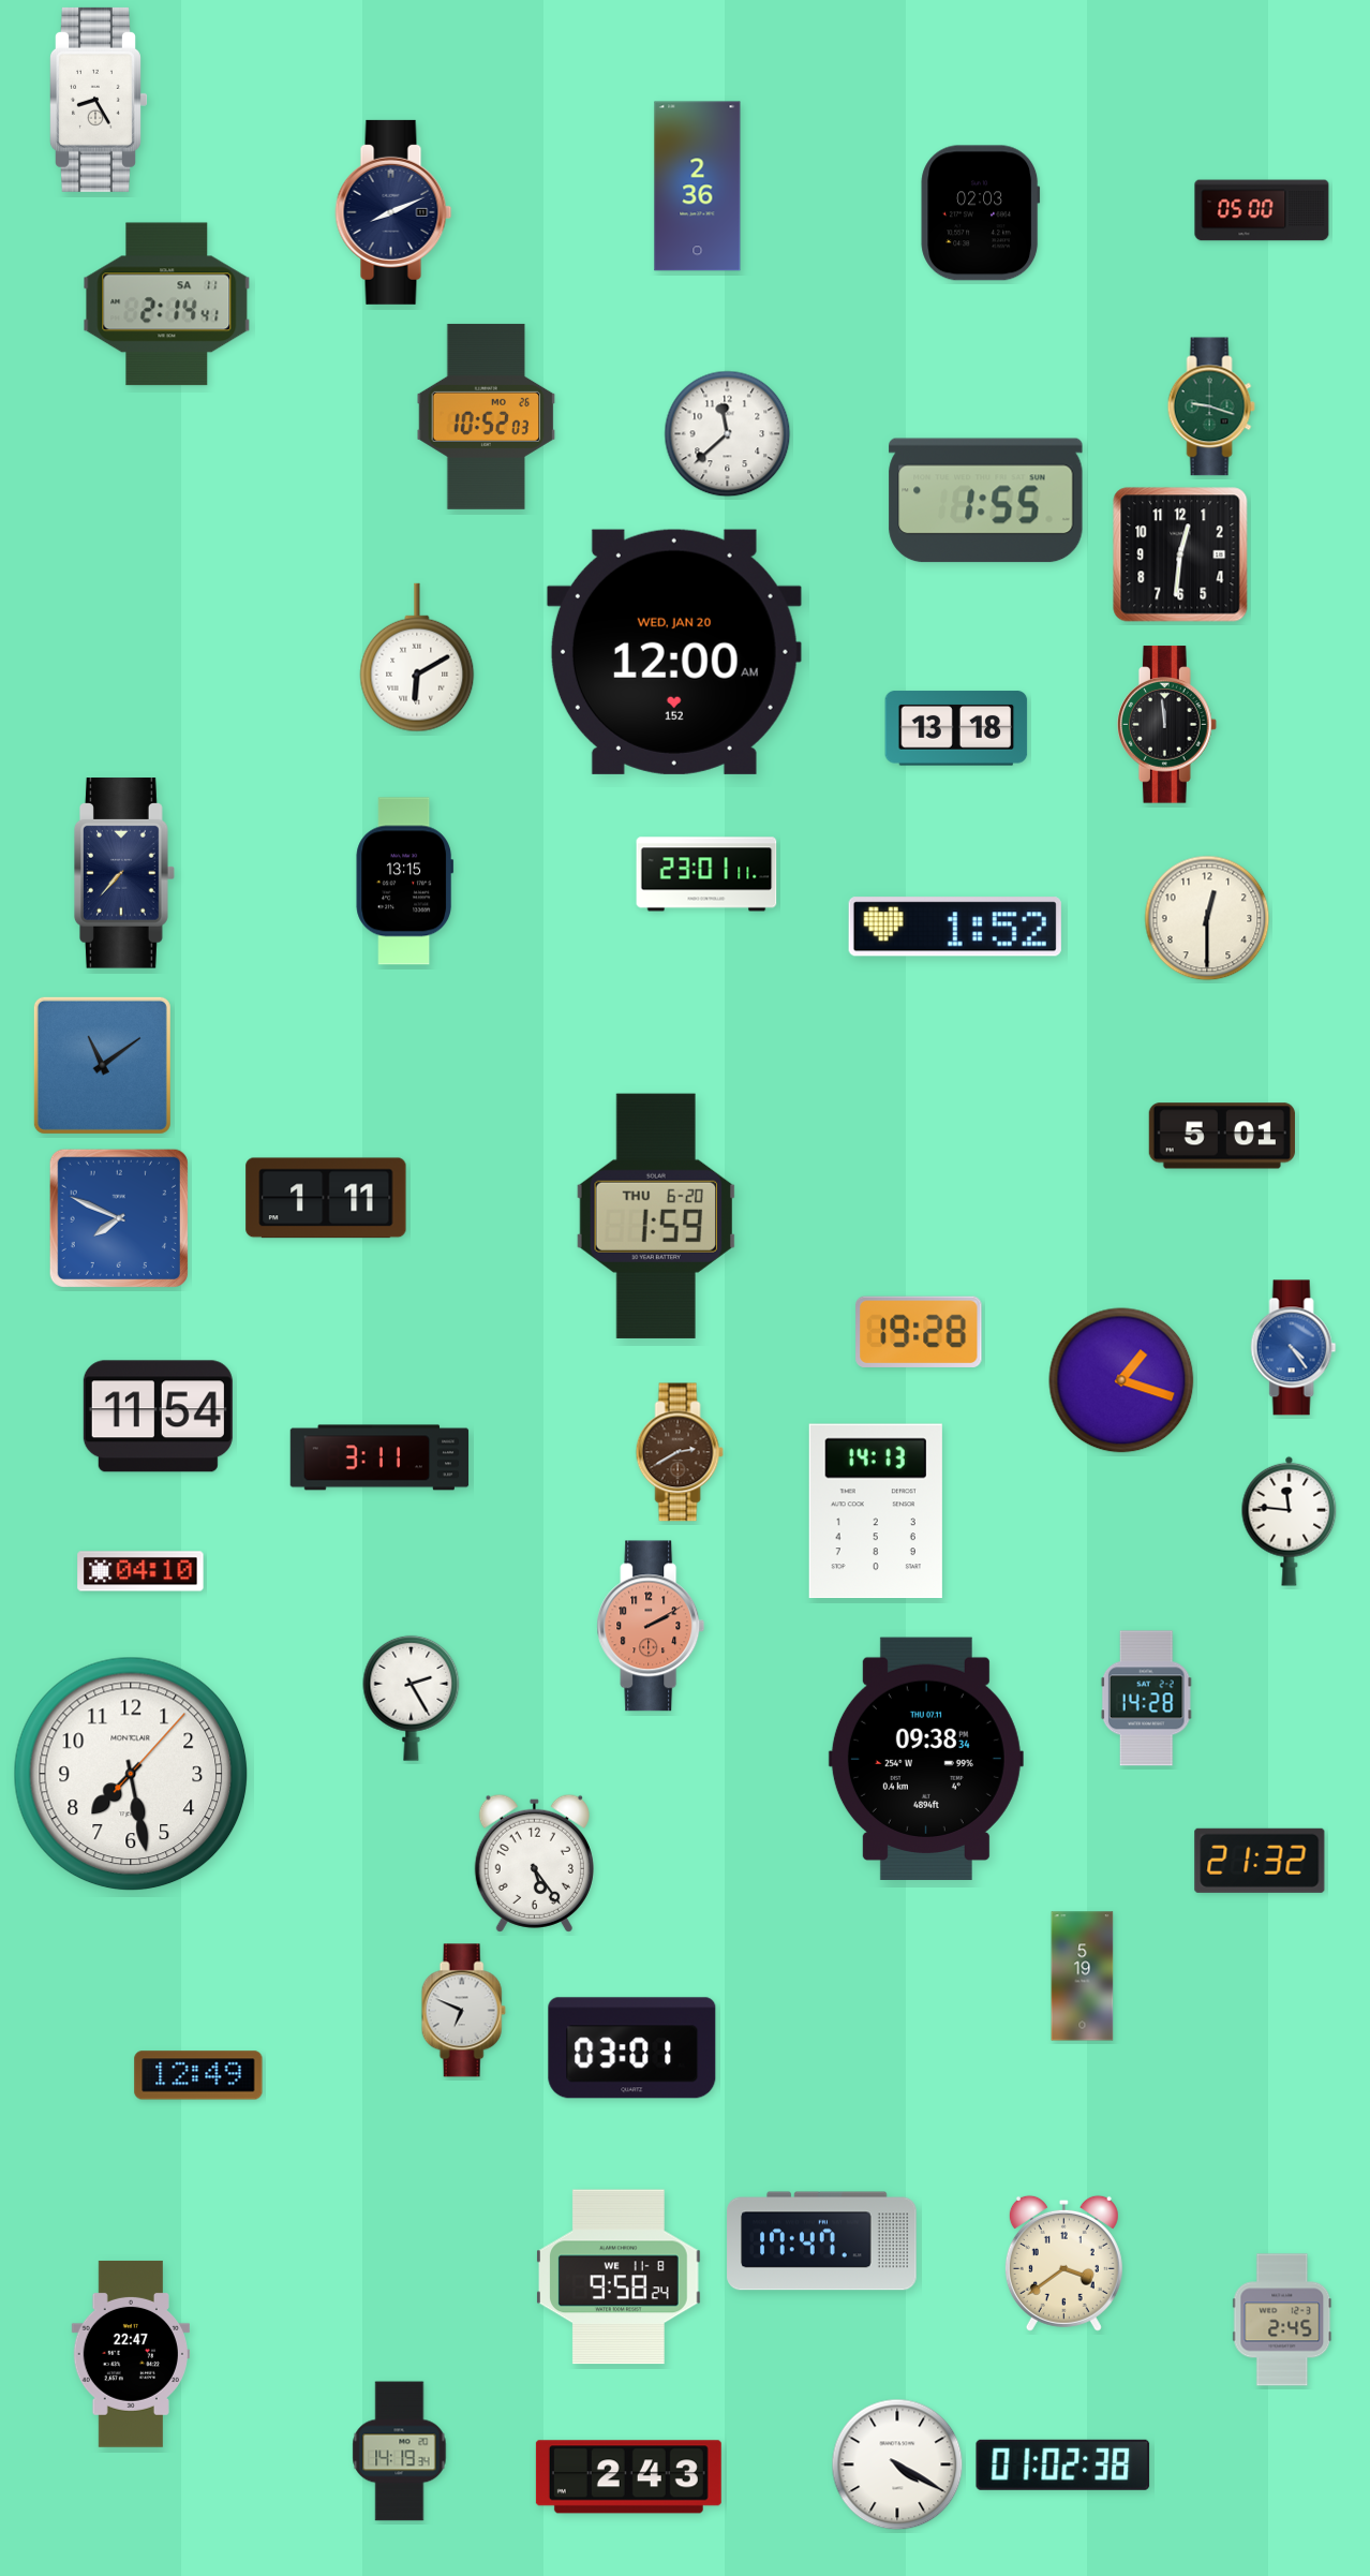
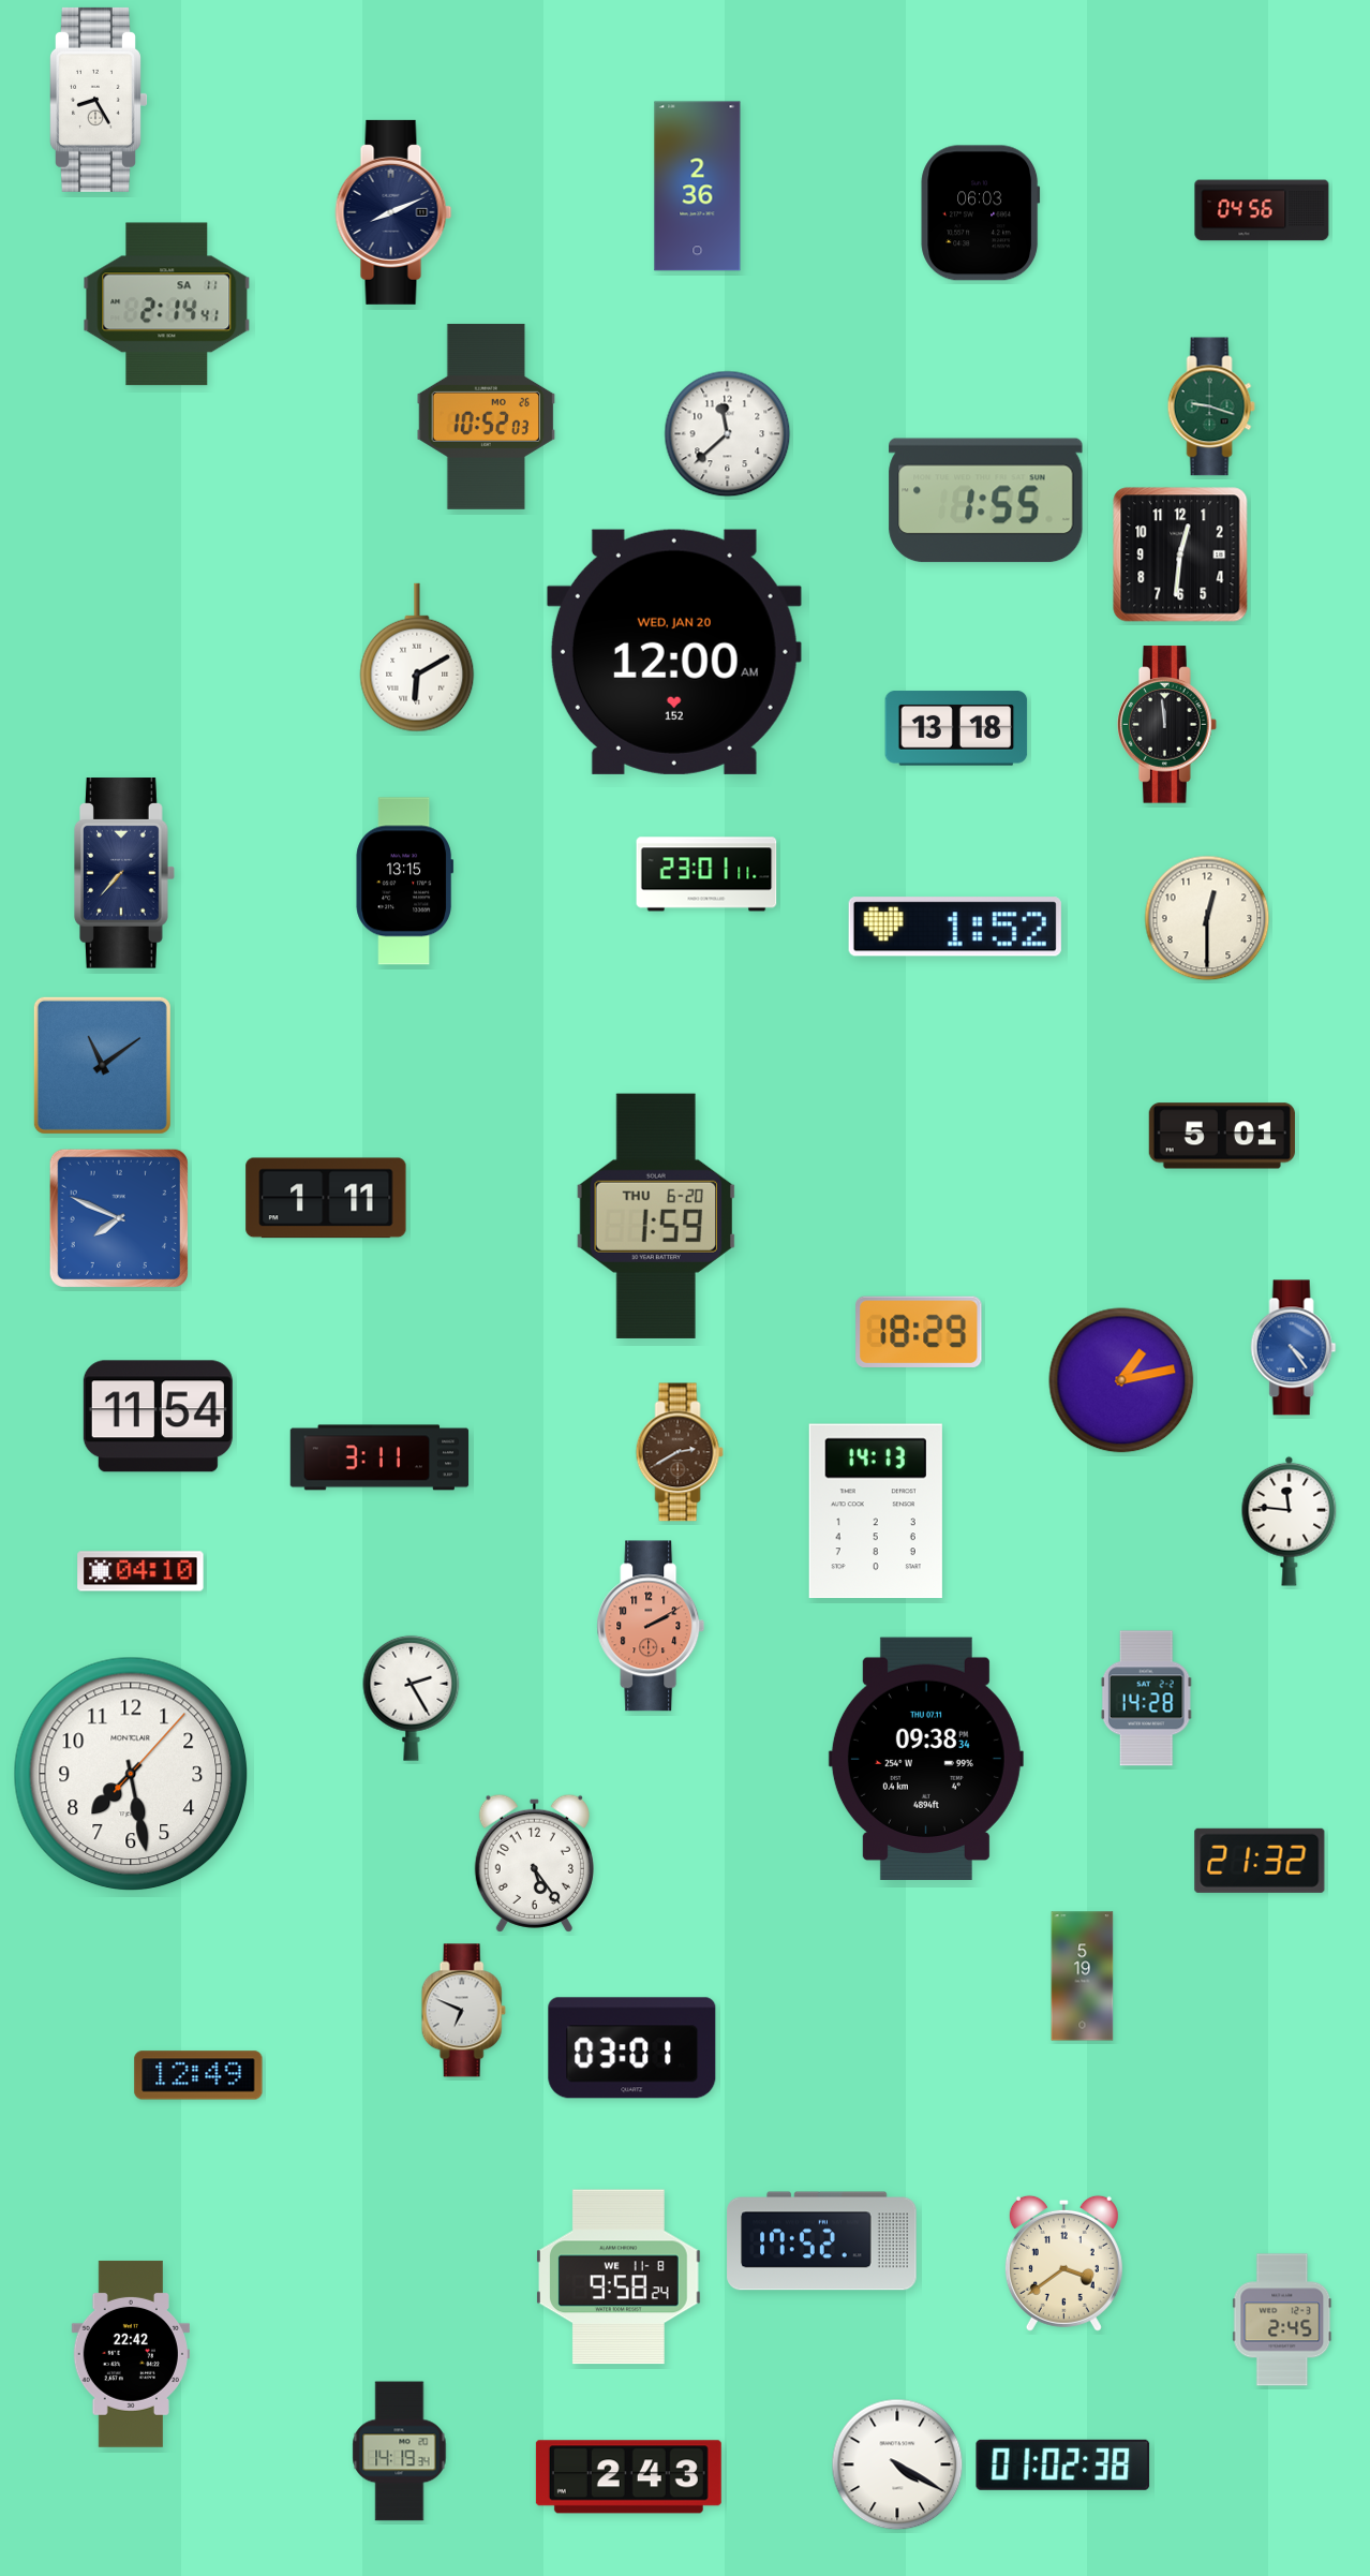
clock at (1262, 210): 05:00 -> 04:56
clock at (981, 213): 02:03 -> 06:03
clock at (919, 1332): 19:28 -> 18:29
clock at (1121, 1380): 1:18 -> 1:13
clock at (822, 2241): 17:47 -> 17:52
clock at (131, 2354): 22:47 -> 22:42
